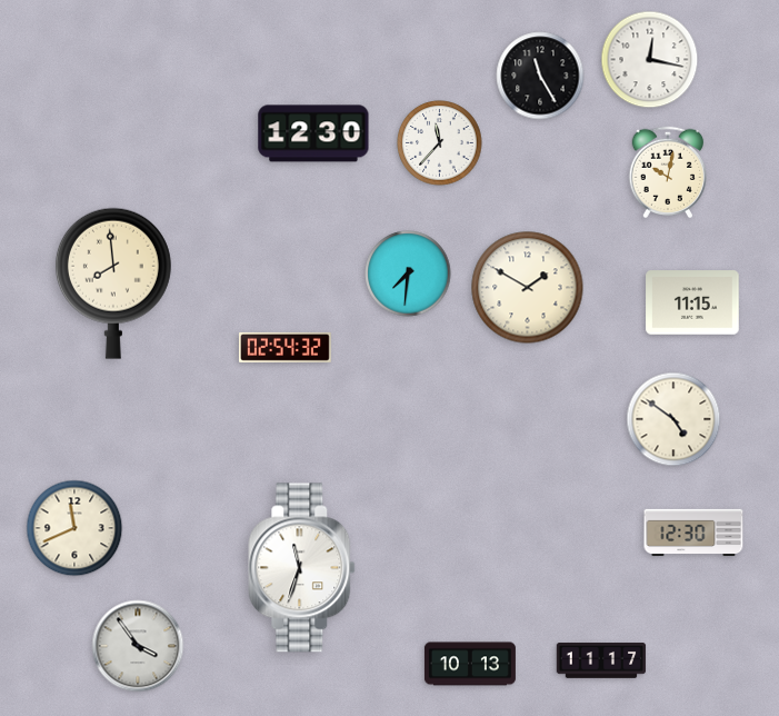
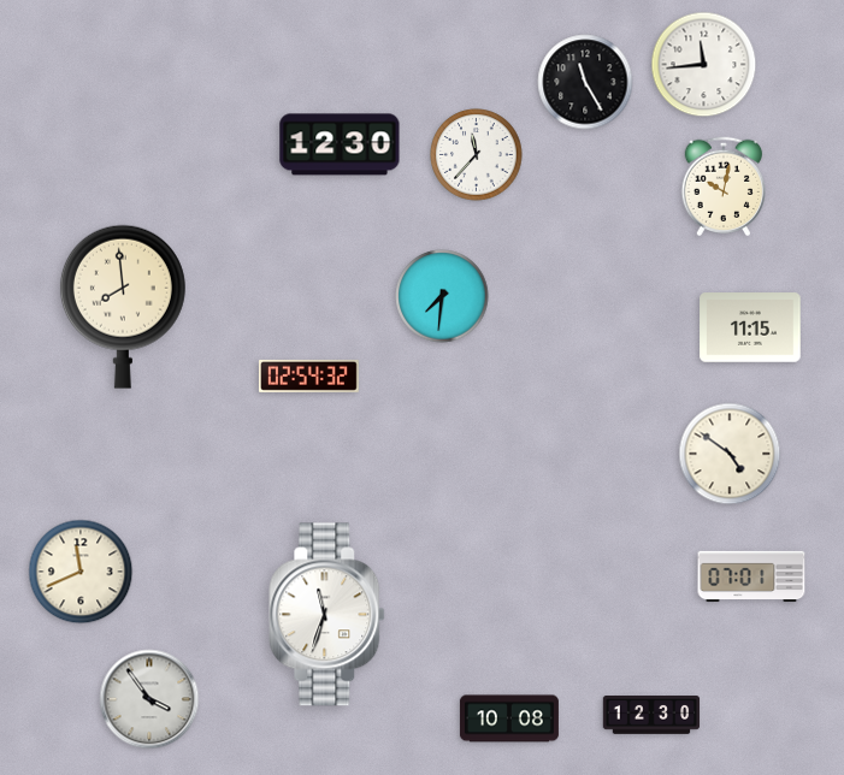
clock at (650, 60): 12:17 -> 11:44
clock at (528, 288): 1:50 -> none
clock at (693, 533): 12:30 -> 07:01
clock at (601, 662): 11:17 -> 12:30
clock at (470, 664): 10:13 -> 10:08
